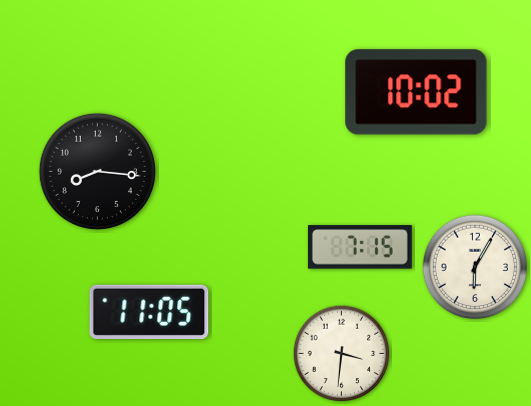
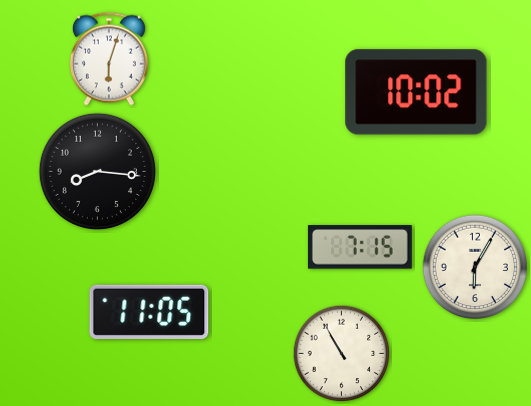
clock at (109, 59): none -> 6:03
clock at (342, 354): 3:31 -> 10:55
